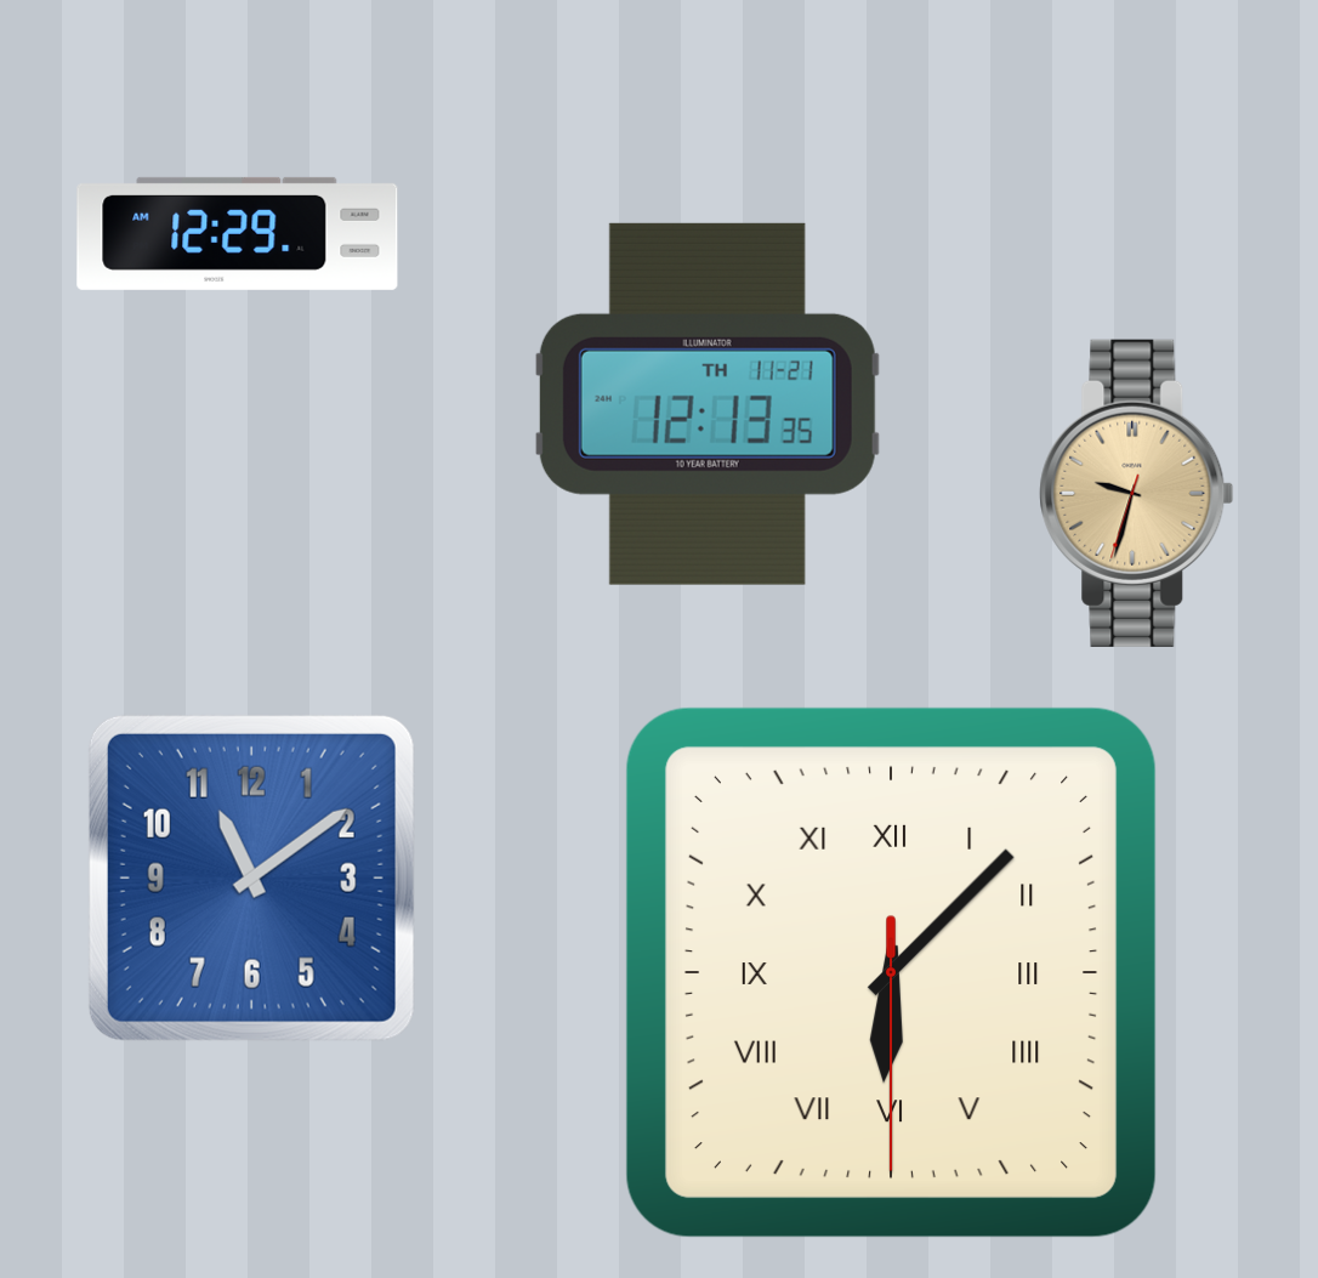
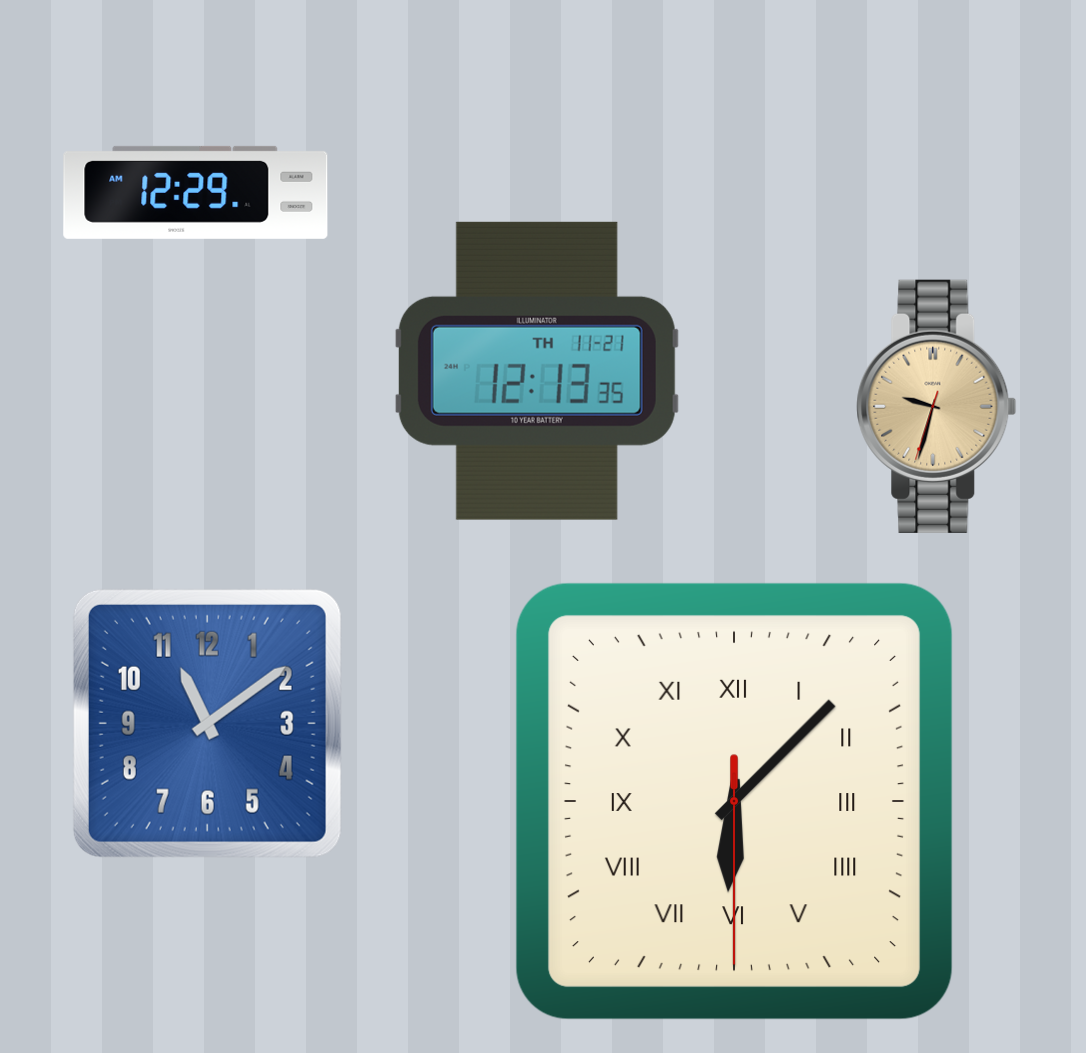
clock at (708, 404) position: (708, 404) -> (537, 371)
